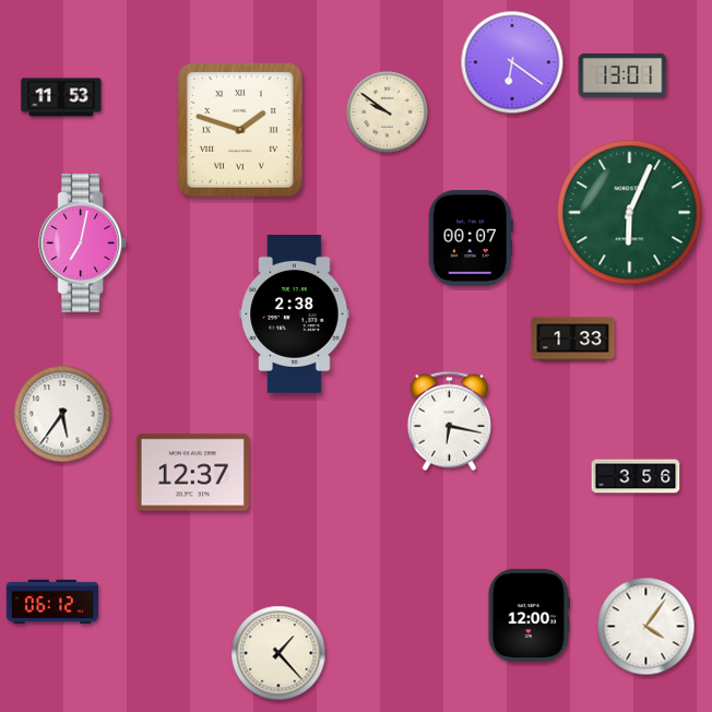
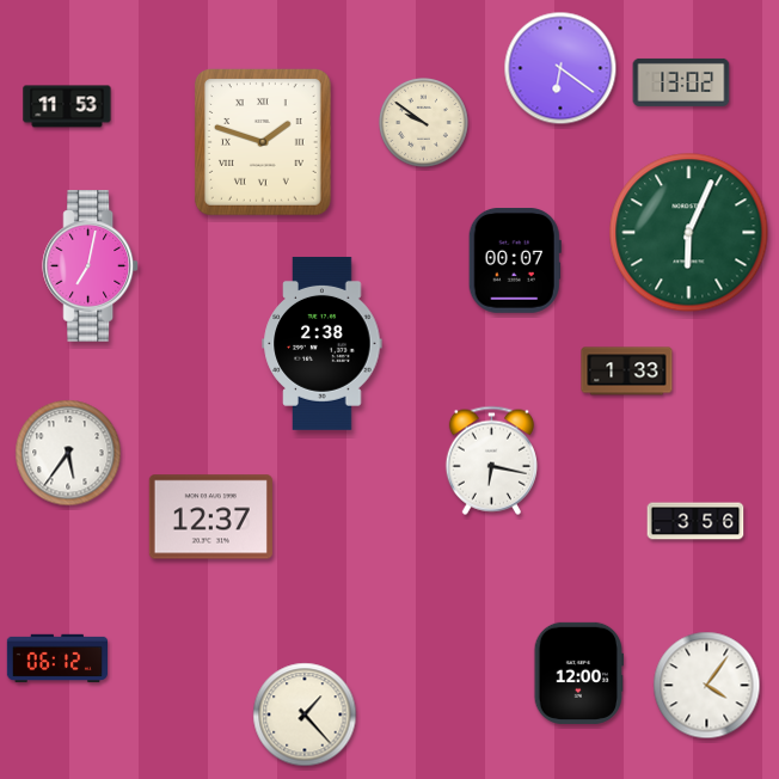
clock at (622, 75): 13:01 -> 13:02
